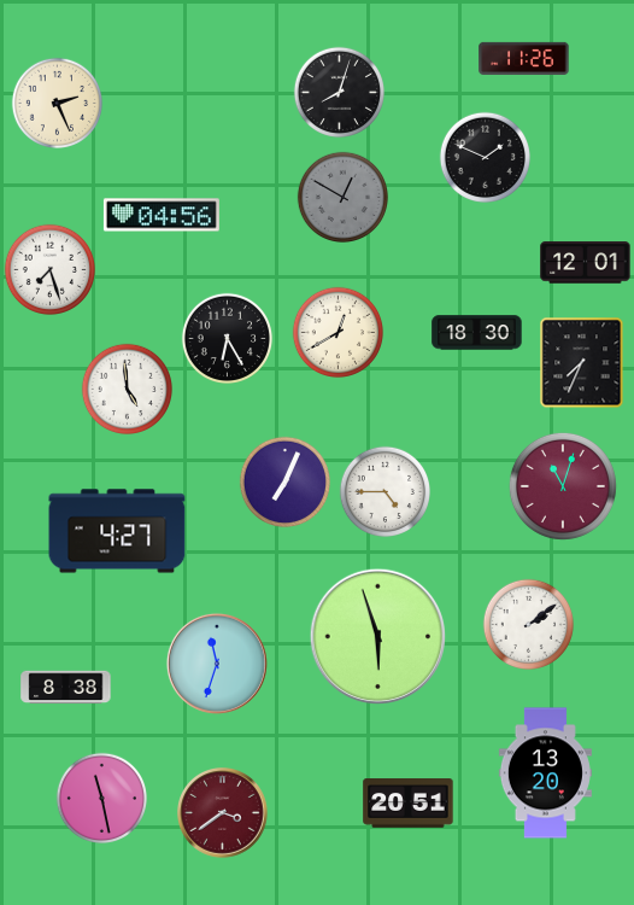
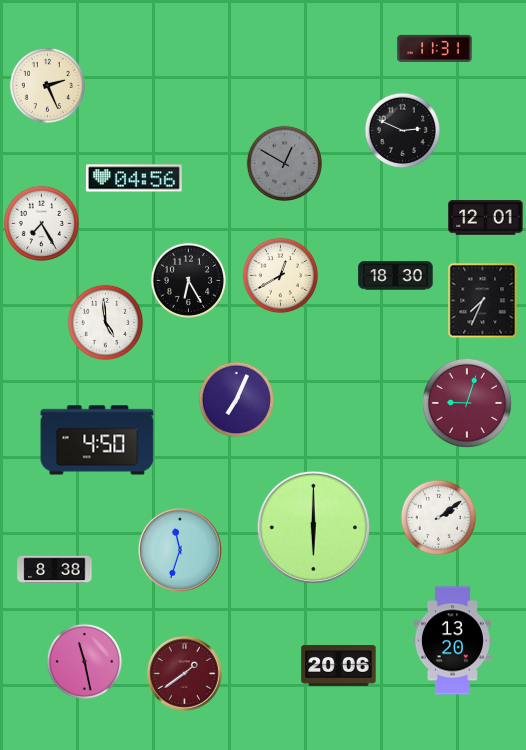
clock at (524, 58): 11:26 -> 11:31
clock at (339, 92): 8:03 -> none
clock at (485, 157): 1:49 -> 2:49
clock at (49, 269): 7:27 -> 7:25
clock at (563, 486): 11:03 -> 9:03
clock at (384, 491): 4:45 -> none
clock at (117, 531): 4:27 -> 4:50
clock at (377, 636): 5:57 -> 6:00
clock at (409, 804): 20:51 -> 20:06
clock at (223, 813): 3:39 -> 1:39
